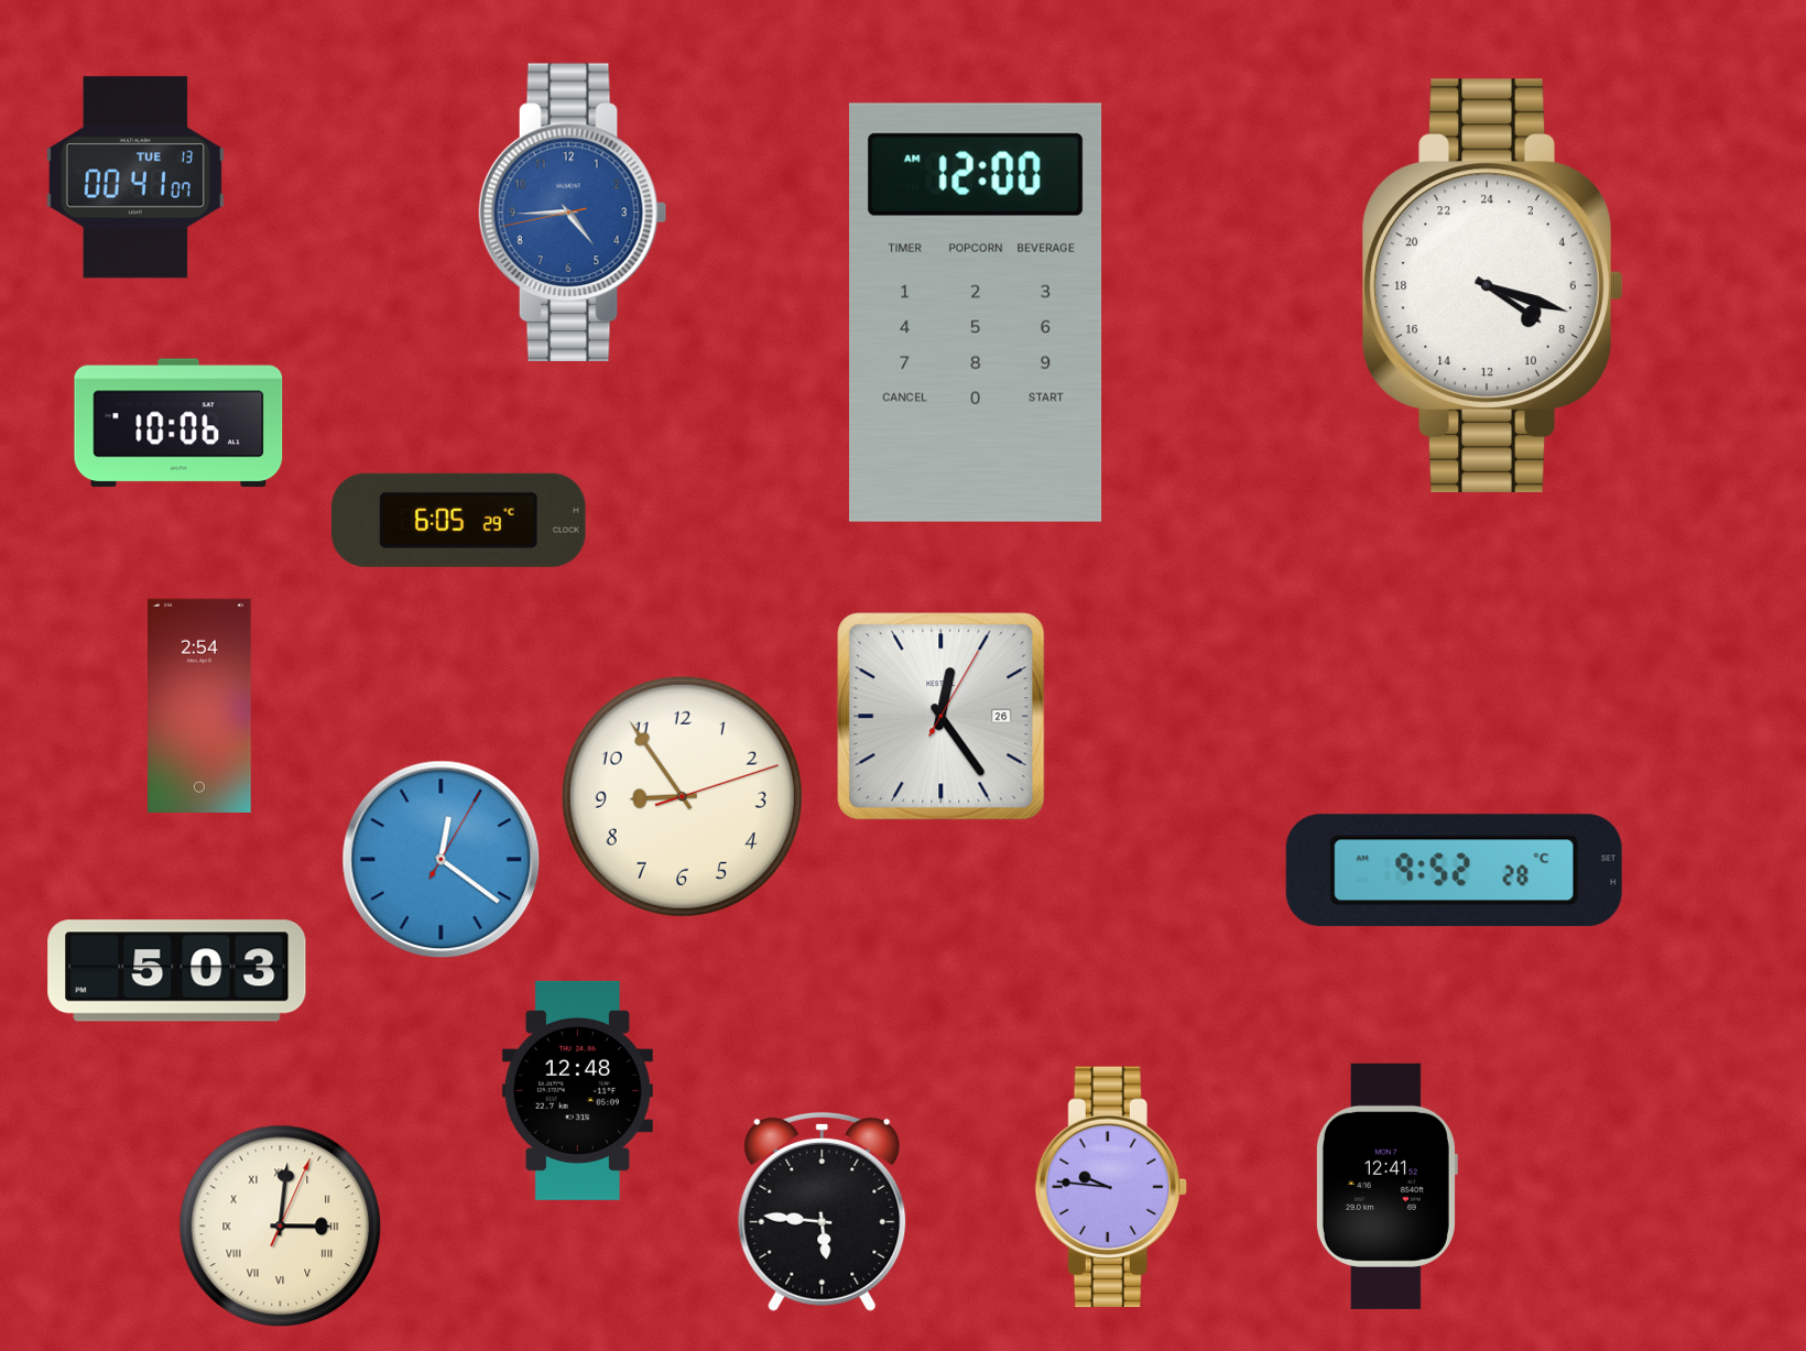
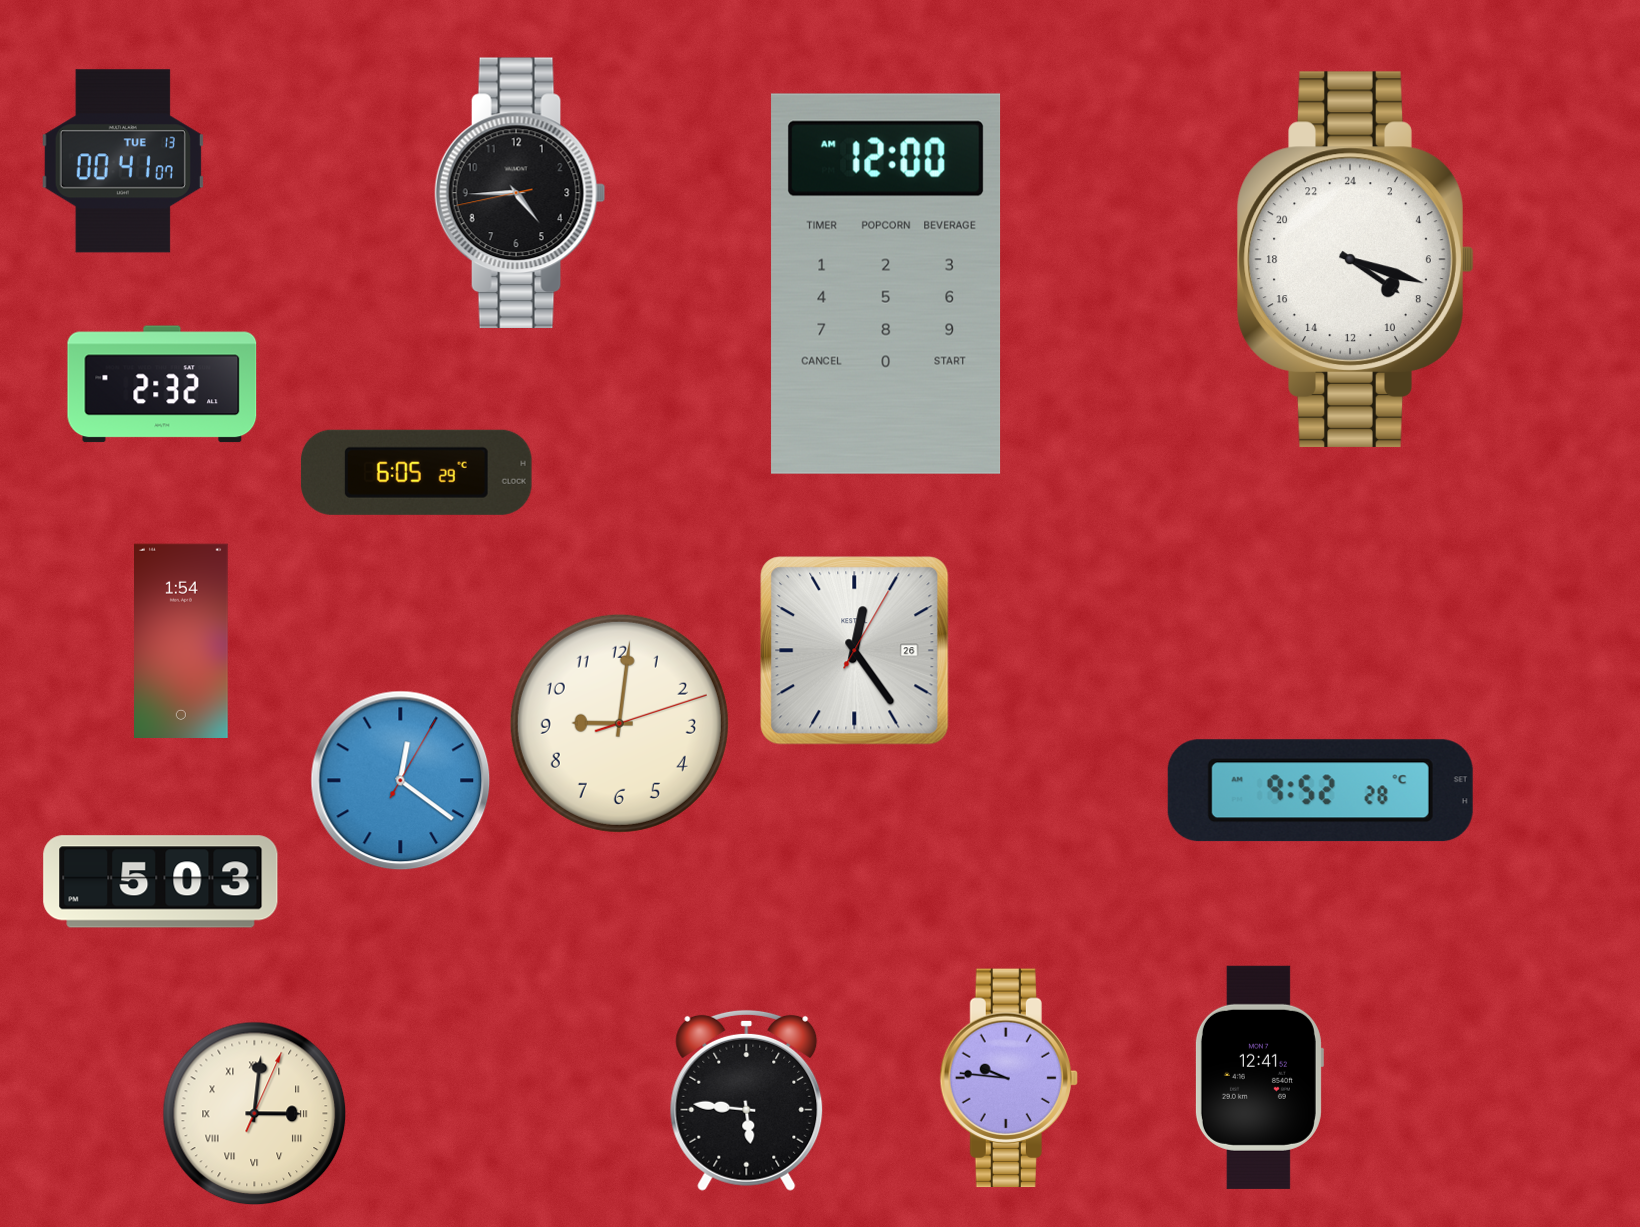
clock at (573, 211) dial: blue -> black
clock at (178, 423): 10:06 -> 2:32
clock at (200, 705): 2:54 -> 1:54
clock at (682, 796): 8:54 -> 9:01
clock at (577, 1090): 12:48 -> none
